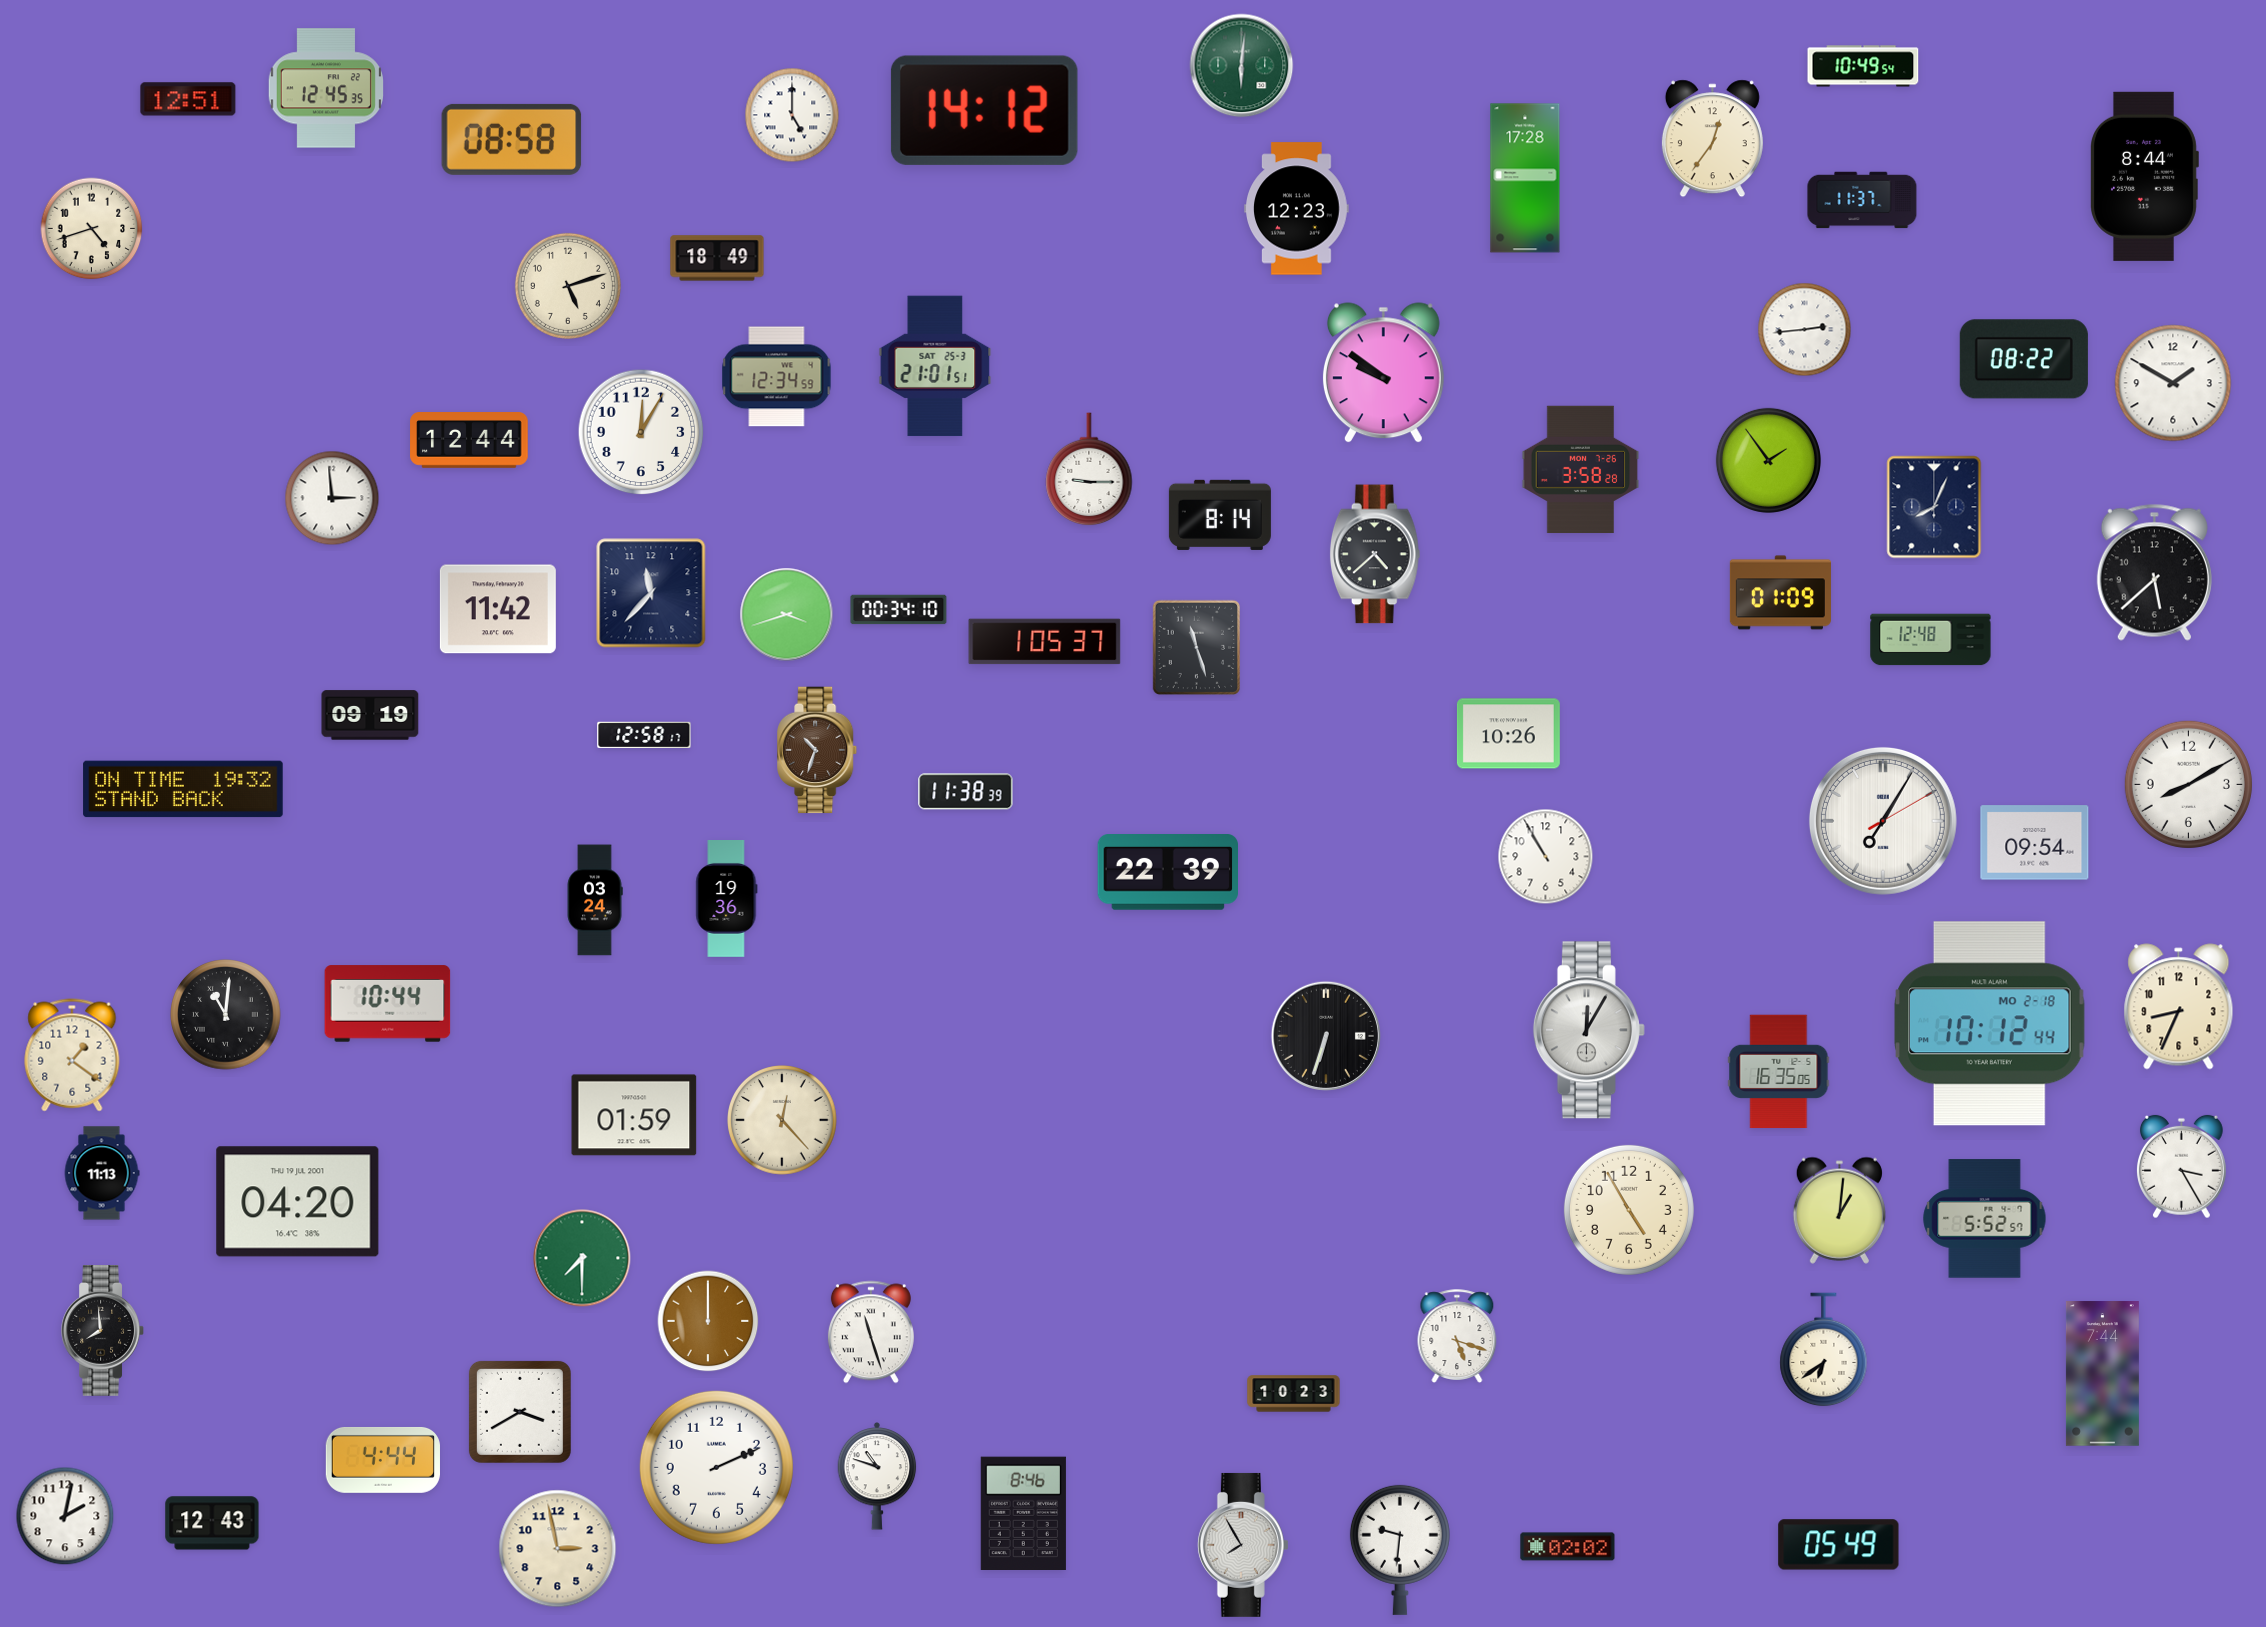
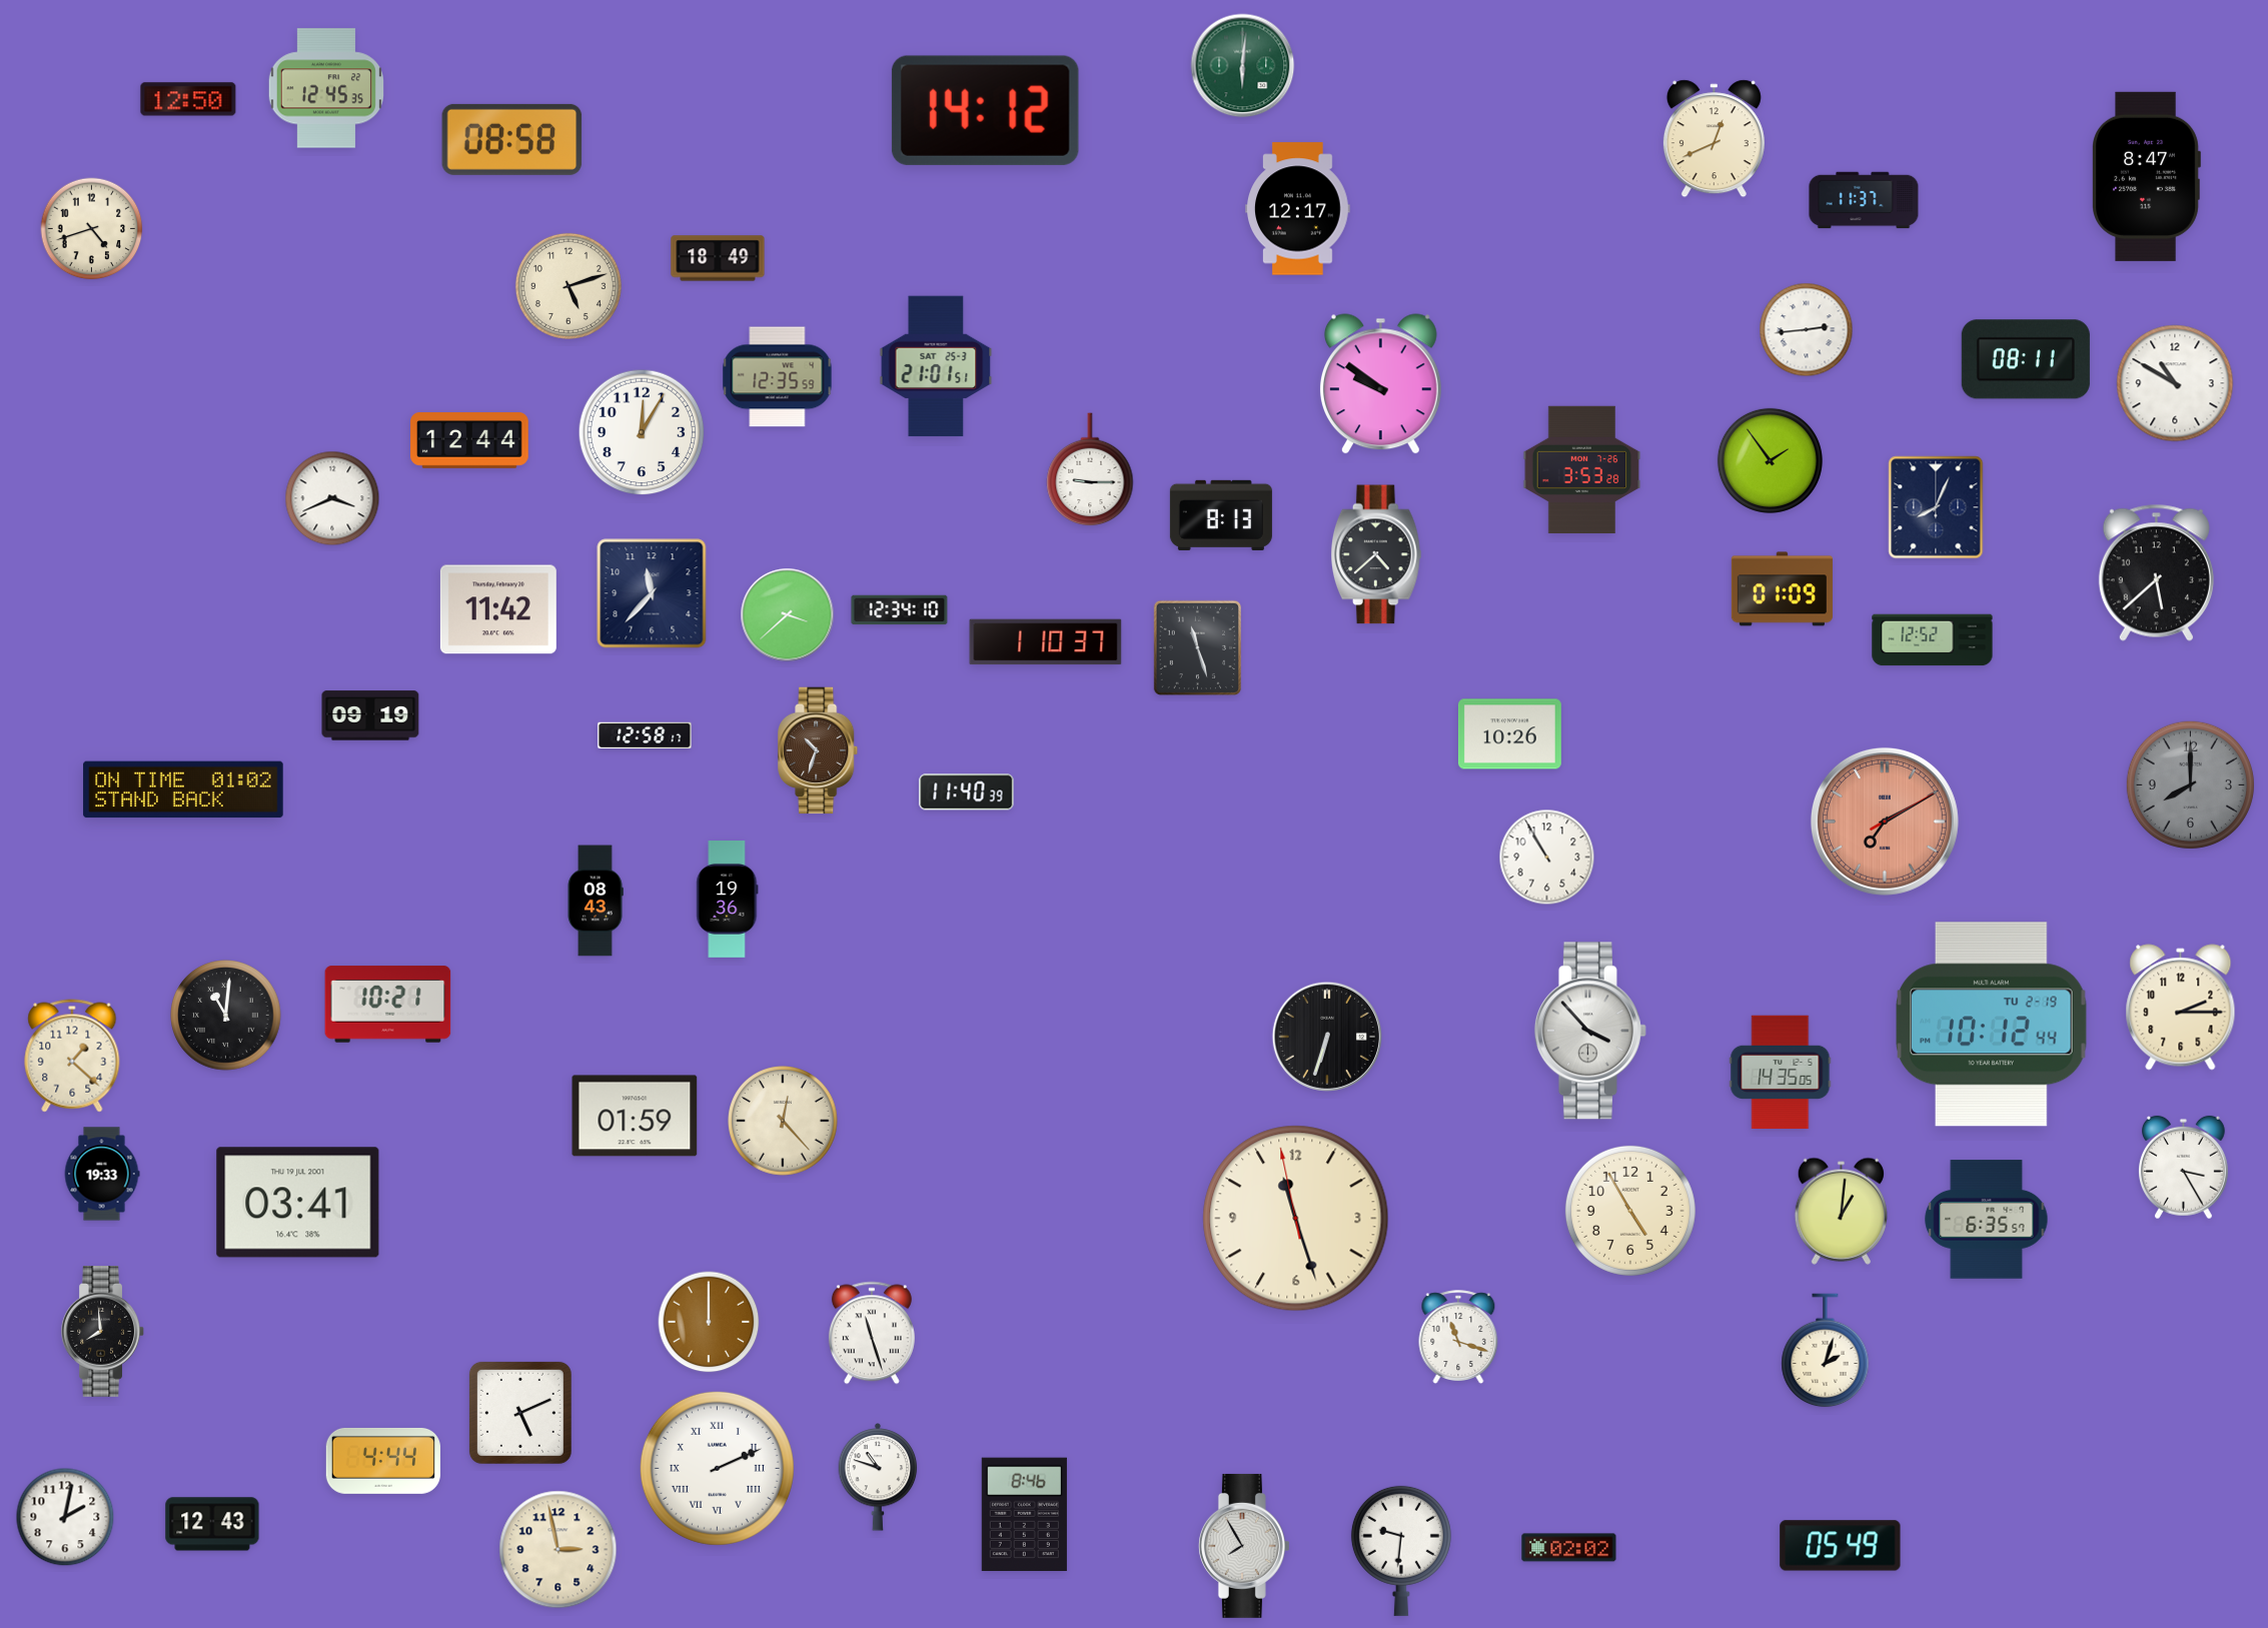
clock at (1863, 66): 10:49 -> none
clock at (188, 99): 12:51 -> 12:50
clock at (792, 115): 5:00 -> none
clock at (1712, 139): 12:36 -> 12:41
clock at (2145, 176): 8:44 -> 8:47
clock at (1525, 178): 17:28 -> none
clock at (1297, 209): 12:23 -> 12:17
clock at (2024, 359): 08:22 -> 08:11
clock at (1383, 373) position: (1383, 373) -> (1380, 384)
clock at (777, 377): 12:34 -> 12:35
clock at (2173, 383): 1:50 -> 10:50
clock at (1581, 470): 3:58 -> 3:53
clock at (332, 498): 2:59 -> 3:41
clock at (1220, 515): 8:14 -> 8:13
clock at (1780, 593) position: (1780, 593) -> (1782, 589)
clock at (899, 610): 00:34 -> 12:34
clock at (787, 615): 3:42 -> 3:38
clock at (1931, 640): 12:48 -> 12:52
clock at (1045, 642): 1:05 -> 1:10
clock at (2188, 784): 8:10 -> 8:00
clock at (2188, 784) dial: white -> grey
clock at (183, 789): 19:32 -> 01:02
clock at (966, 792): 11:38 -> 11:40
clock at (1883, 821): 7:05 -> 7:10
clock at (1883, 821) dial: white -> salmon
clock at (2035, 843): 09:54 -> none
clock at (1168, 873): 22:39 -> none
clock at (595, 900): 03:24 -> 08:43
clock at (388, 1004): 10:44 -> 10:21
clock at (2179, 1007): 8:34 -> 2:15
clock at (1990, 1024) date: MO 2-18 -> TU 2-19
clock at (1589, 1030): 12:05 -> 3:53
clock at (72, 1055): 1:21 -> 1:22
clock at (1779, 1072): 16:35 -> 14:35
clock at (102, 1173): 11:13 -> 19:33
clock at (298, 1202): 04:20 -> 03:41
clock at (1296, 1219): none -> 11:26
clock at (1985, 1219): 5:52 -> 6:35
clock at (582, 1258): 7:30 -> none
clock at (1457, 1336): 5:18 -> 11:18
clock at (1824, 1350): 6:39 -> 2:03
clock at (2102, 1374): 7:44 -> none
clock at (1294, 1394): 10:23 -> none
clock at (520, 1412): 3:40 -> 5:11
clock at (716, 1467) numerals: Arabic -> Roman
